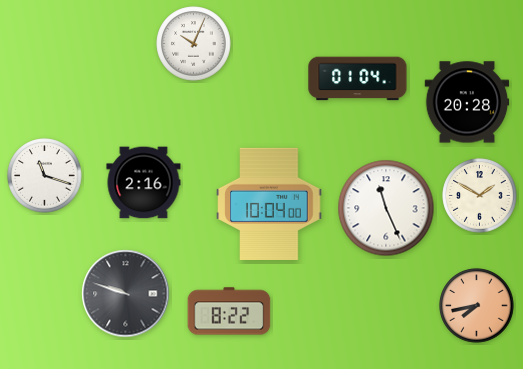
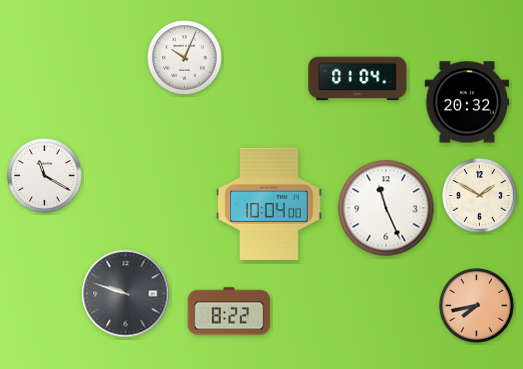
clock at (194, 44) position: (194, 44) -> (185, 58)
clock at (467, 102): 20:28 -> 20:32
clock at (45, 176): 11:18 -> 11:20
clock at (144, 183): 2:16 -> none
